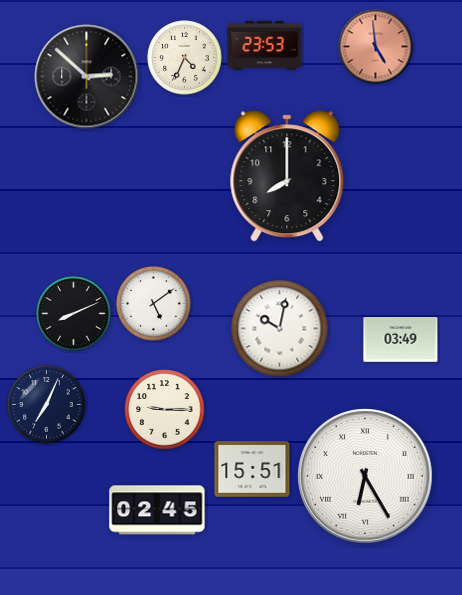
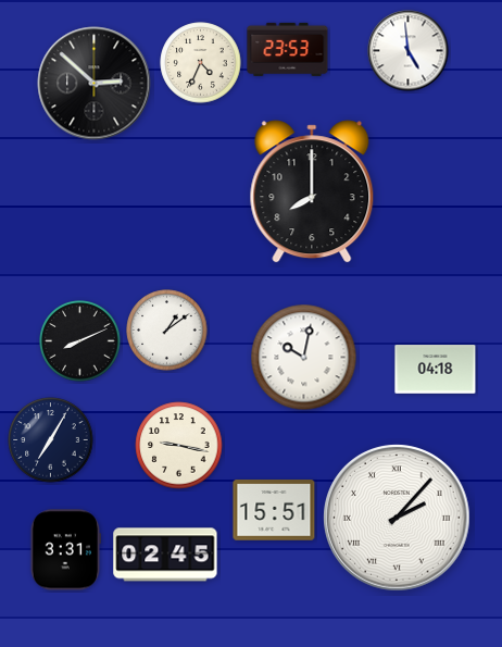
clock at (376, 47) dial: salmon -> white
clock at (154, 304): 5:09 -> 1:09
clock at (401, 340): 03:49 -> 04:18
clock at (47, 405): 7:04 -> 7:05
clock at (165, 410): 9:15 -> 9:17
clock at (365, 476): 6:25 -> 2:07
clock at (65, 550): none -> 3:31
clock at (157, 510) position: (157, 510) -> (165, 555)
